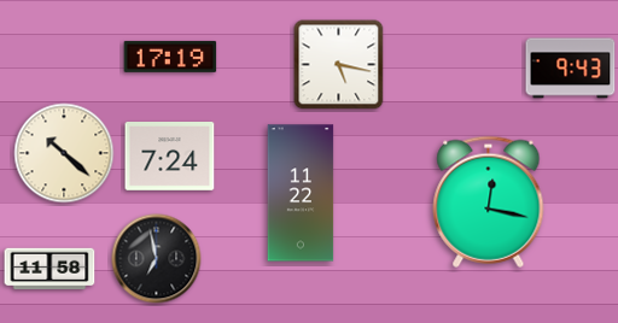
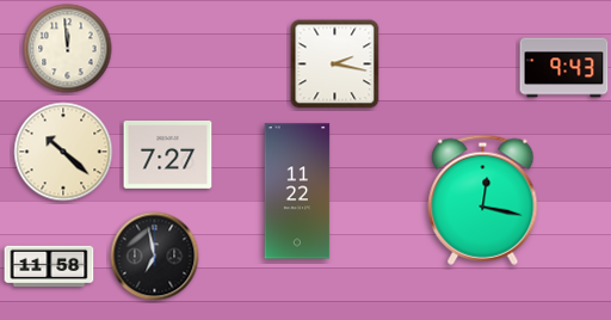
clock at (68, 49): none -> 11:59
clock at (170, 57): 17:19 -> none
clock at (339, 65): 5:17 -> 2:17
clock at (170, 157): 7:24 -> 7:27
